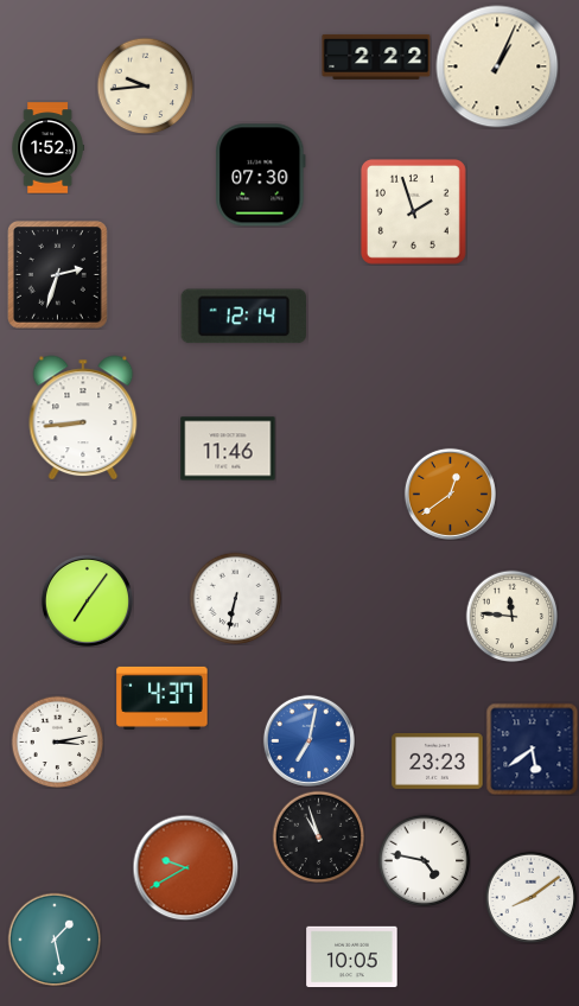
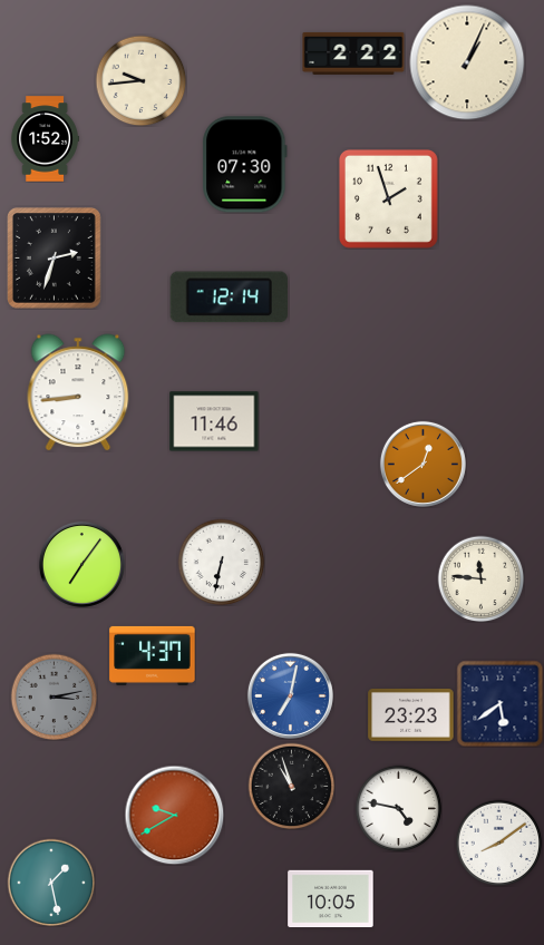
clock at (145, 85) position: (145, 85) -> (140, 80)
clock at (57, 741) dial: white -> grey
clock at (318, 836) position: (318, 836) -> (291, 786)
